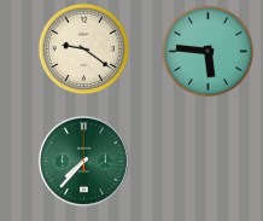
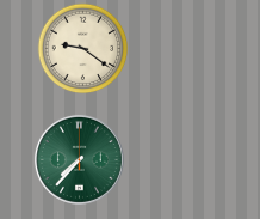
clock at (209, 52): 5:46 -> none
clock at (83, 161) position: (83, 161) -> (79, 159)
